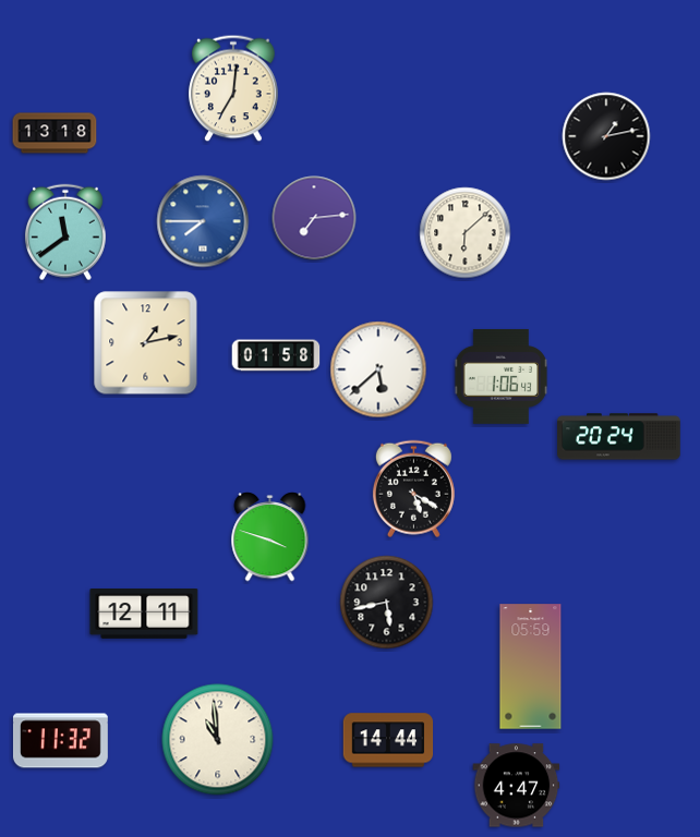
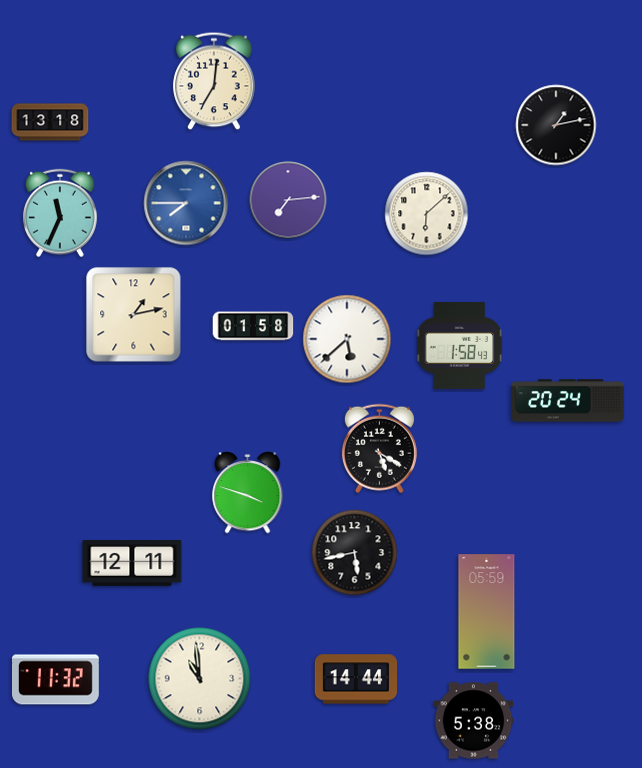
clock at (65, 232): 11:39 -> 11:34
clock at (502, 376): 1:06 -> 1:58
clock at (517, 786): 4:47 -> 5:38
